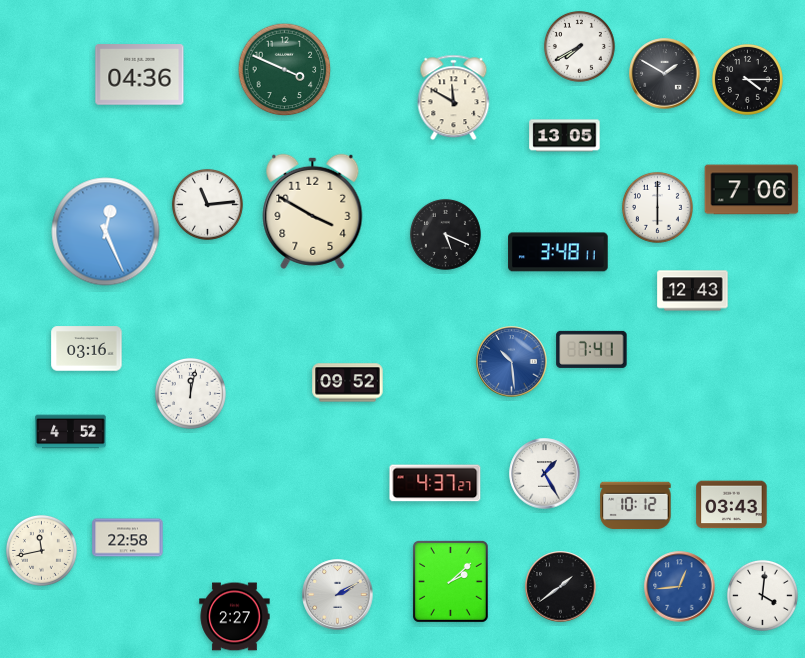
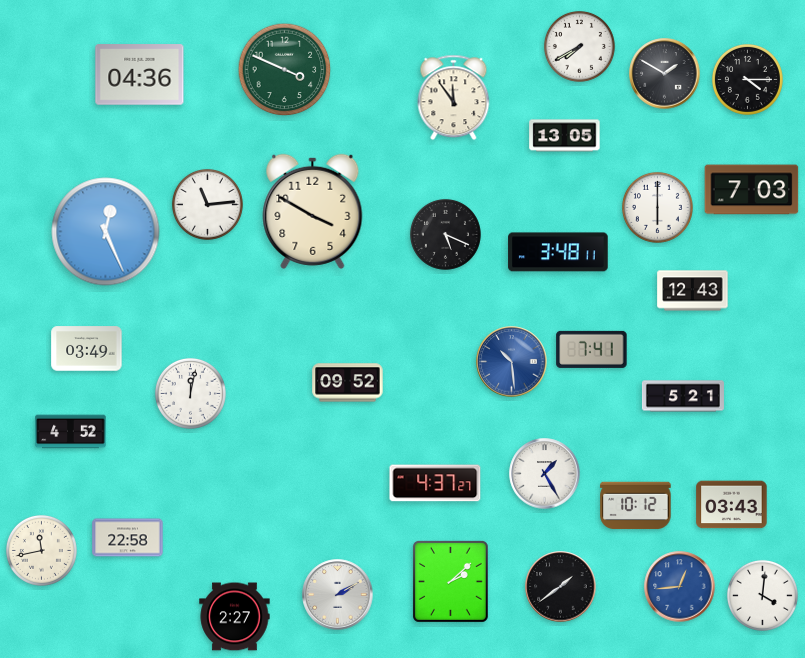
clock at (454, 98): 11:50 -> 11:54
clock at (752, 190): 7:06 -> 7:03
clock at (87, 349): 03:16 -> 03:49
clock at (683, 396): none -> 5:21
